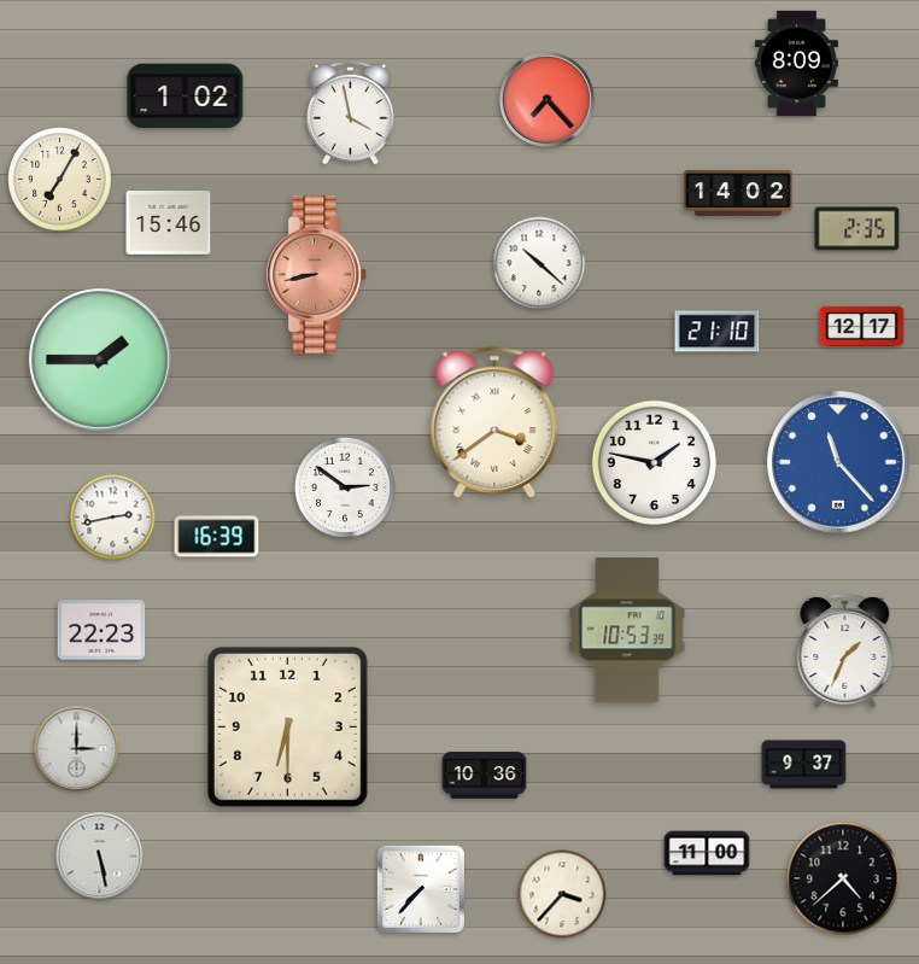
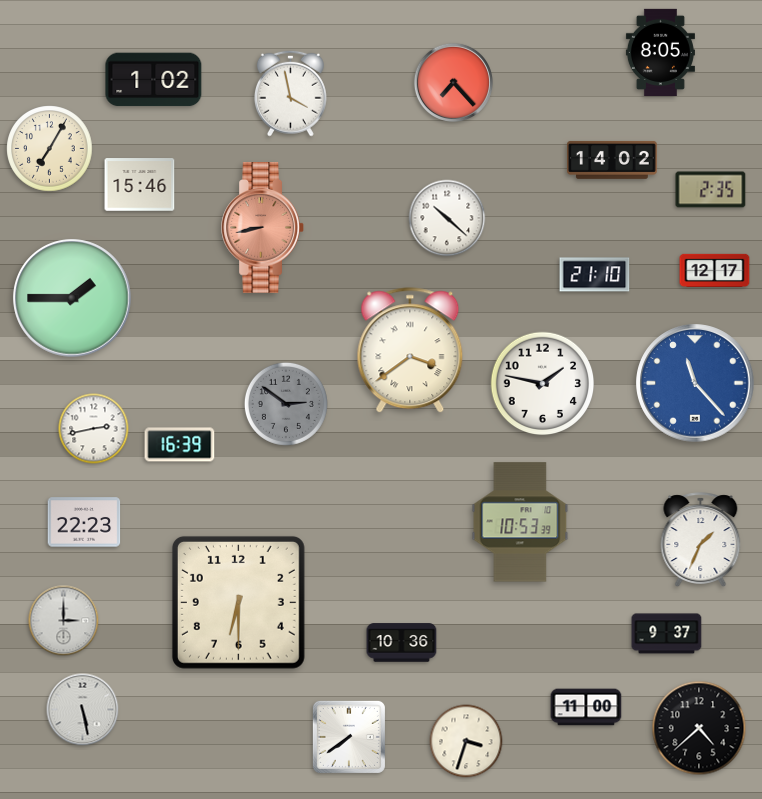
clock at (796, 63): 8:09 -> 8:05
clock at (100, 360) position: (100, 360) -> (72, 298)
clock at (345, 487) dial: white -> grey
clock at (421, 889): 7:37 -> 7:39
clock at (562, 894): 3:37 -> 3:33
